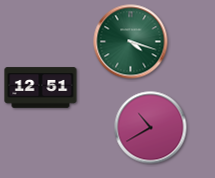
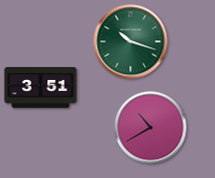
clock at (131, 42): 4:18 -> 10:18
clock at (41, 88): 12:51 -> 3:51
